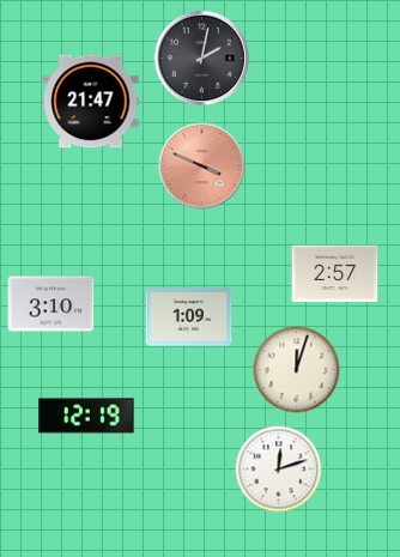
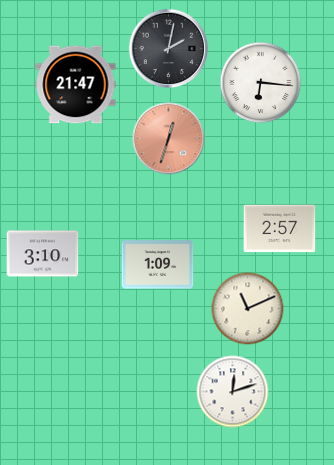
clock at (261, 83): none -> 6:16
clock at (202, 167): 3:49 -> 12:33
clock at (297, 370): 12:03 -> 11:11
clock at (86, 416): 12:19 -> none
